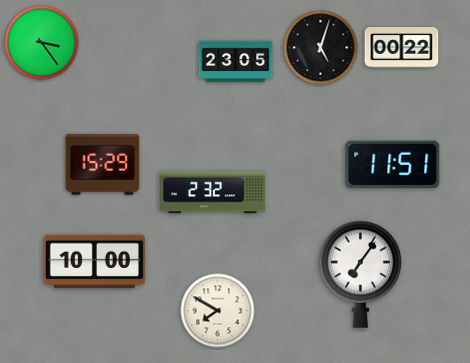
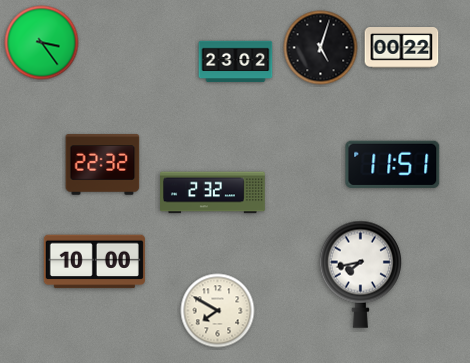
clock at (236, 62): 23:05 -> 23:02
clock at (103, 165): 15:29 -> 22:32
clock at (360, 274): 7:06 -> 7:43
